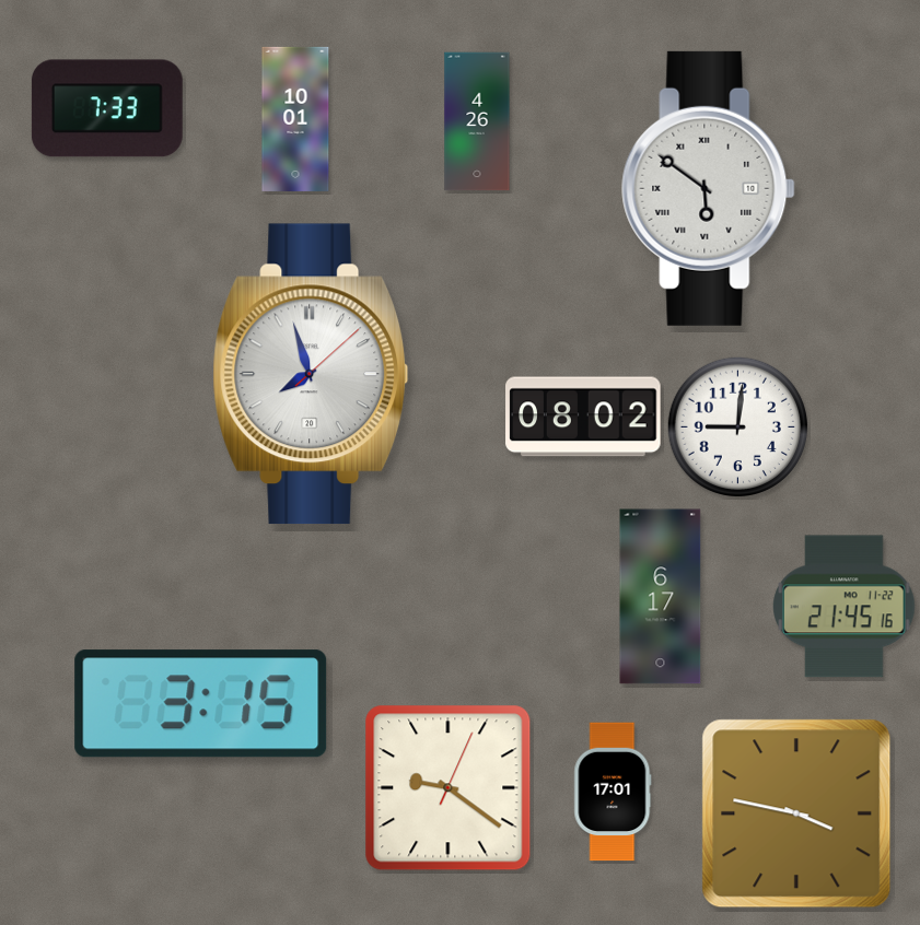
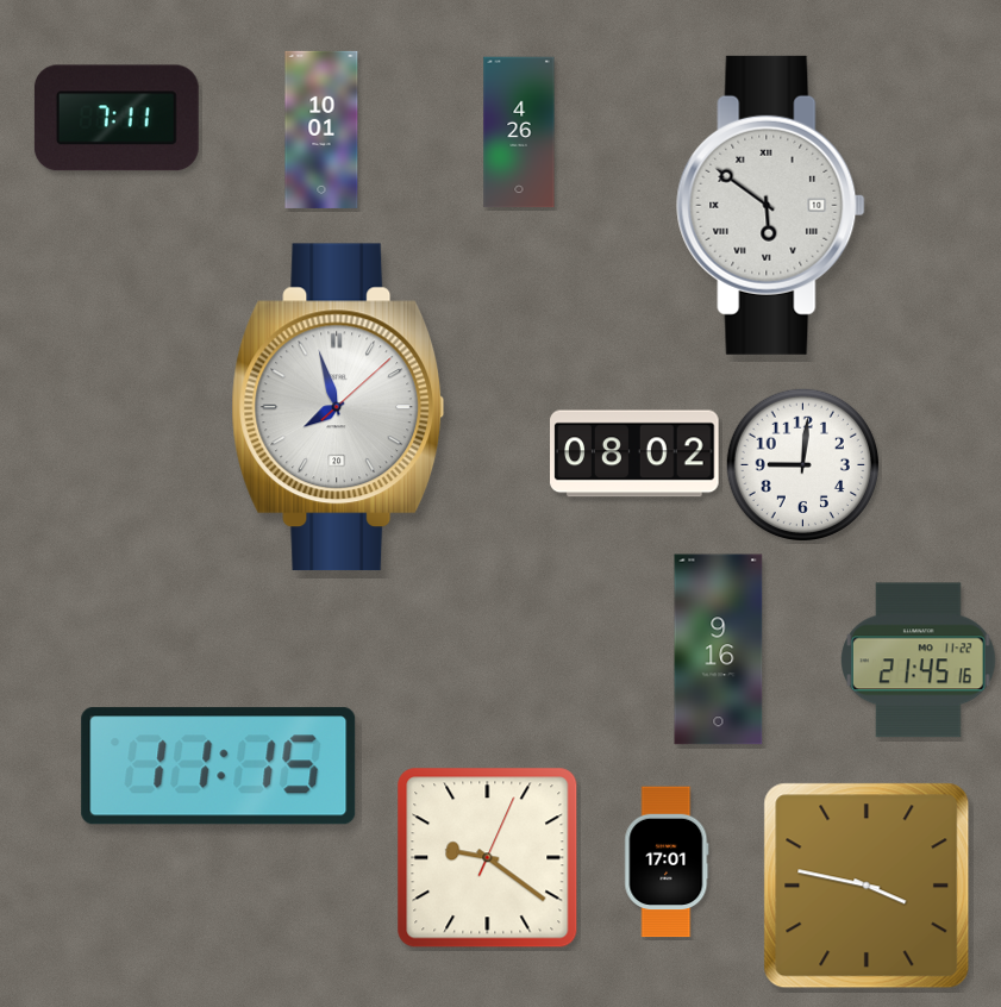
clock at (107, 108): 7:33 -> 7:11
clock at (661, 597): 6:17 -> 9:16
clock at (201, 704): 3:15 -> 11:15
